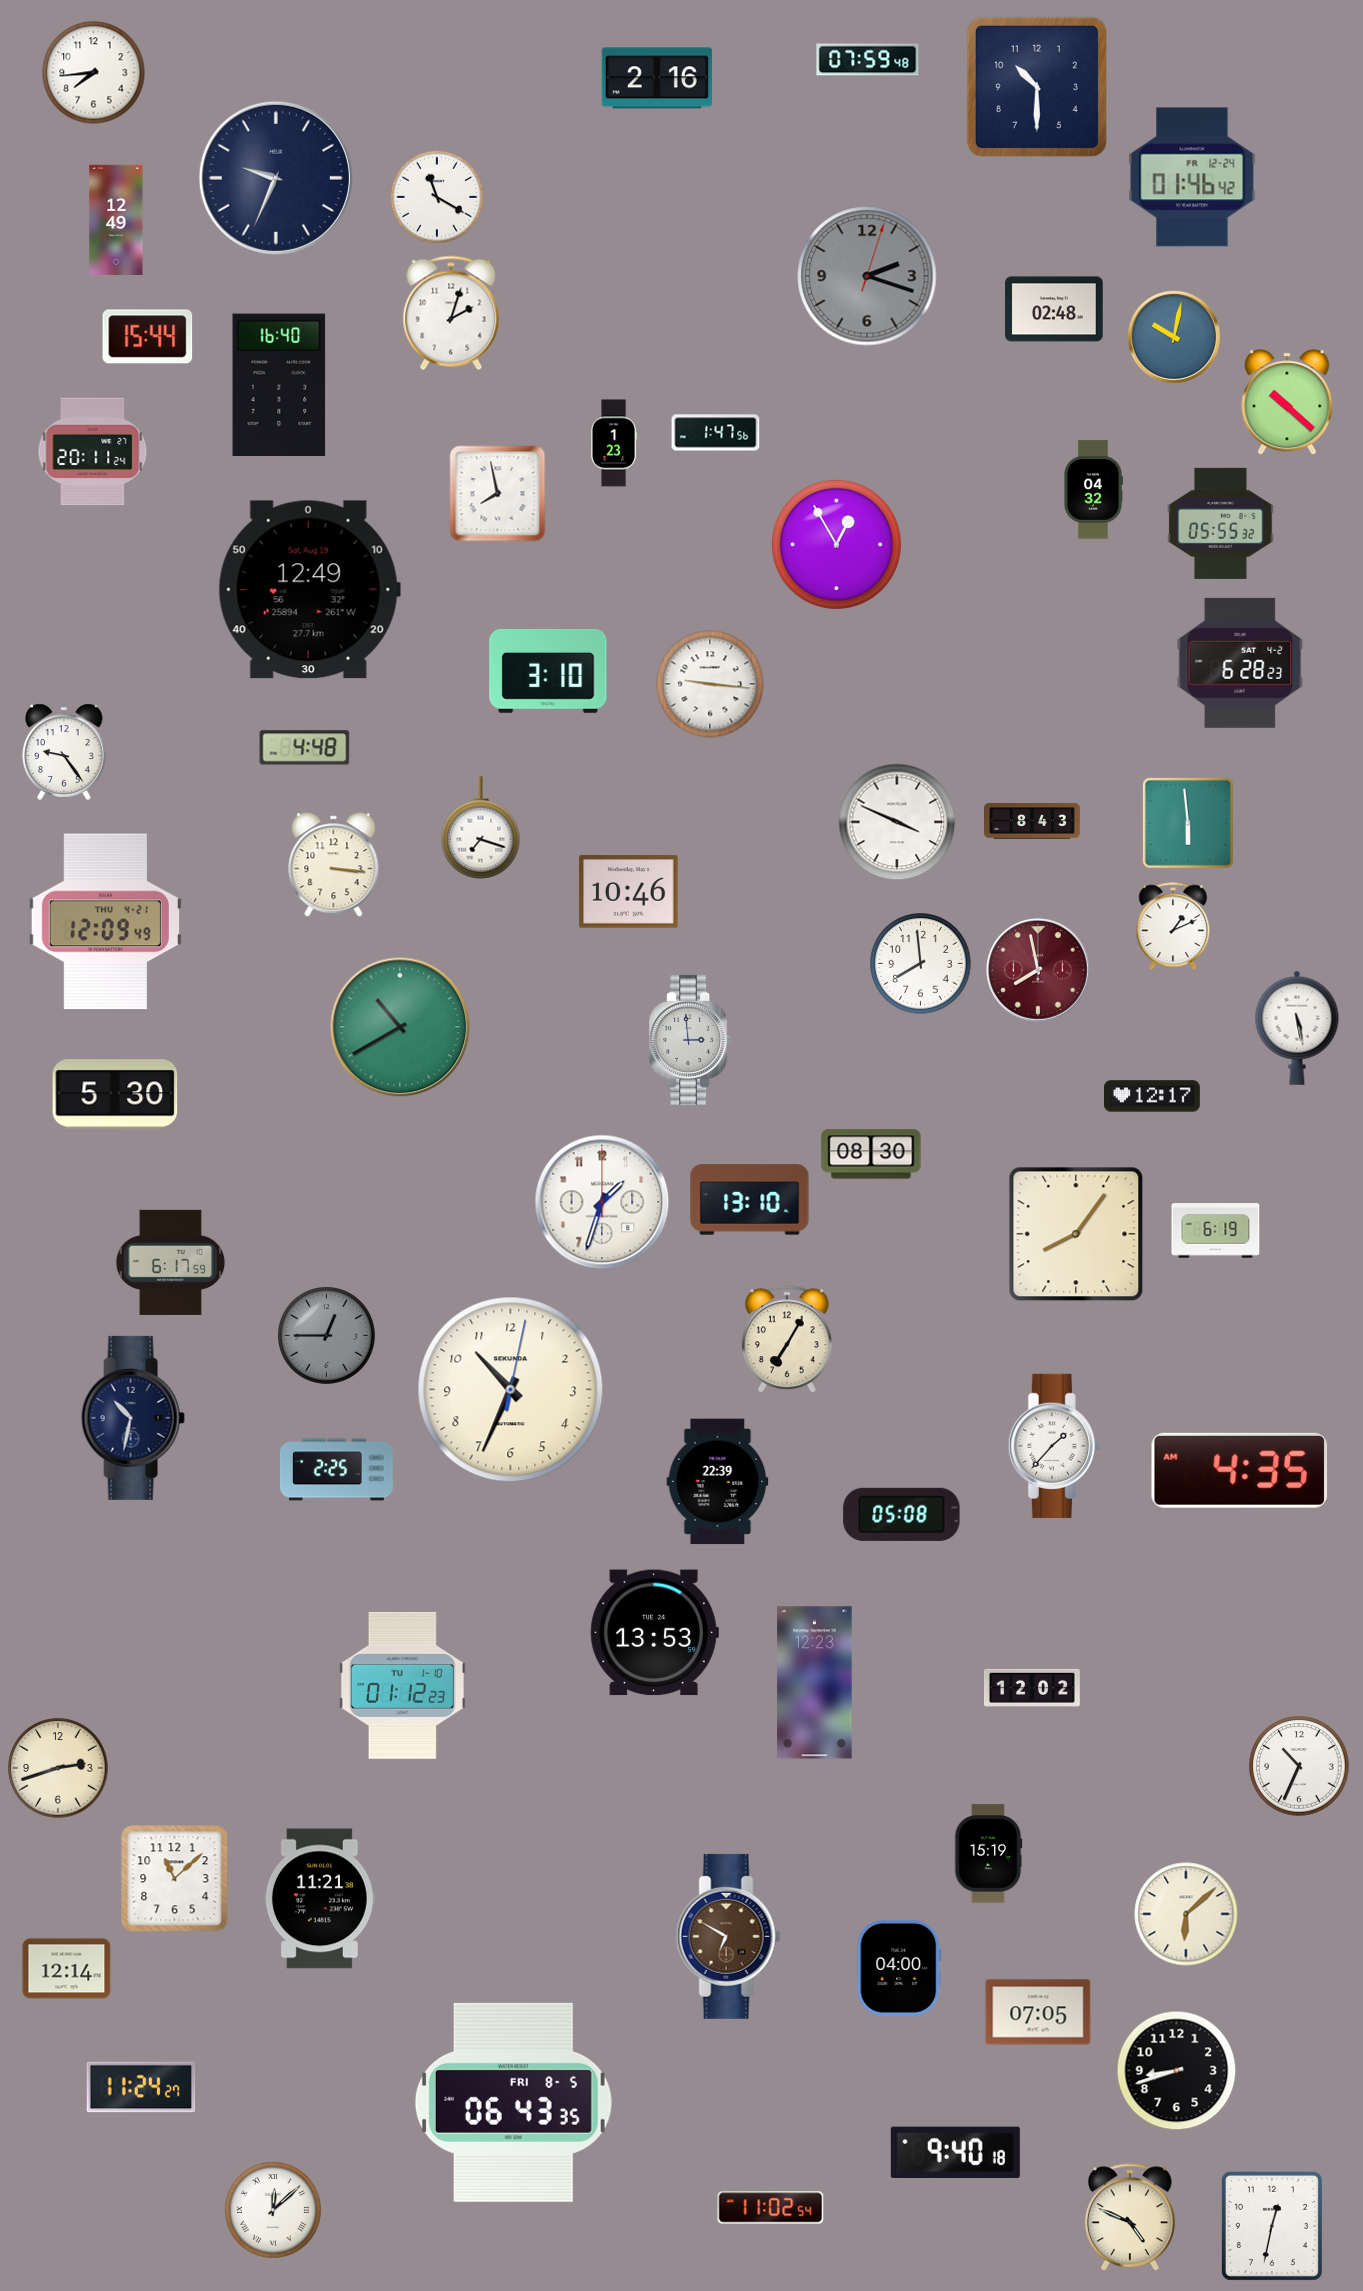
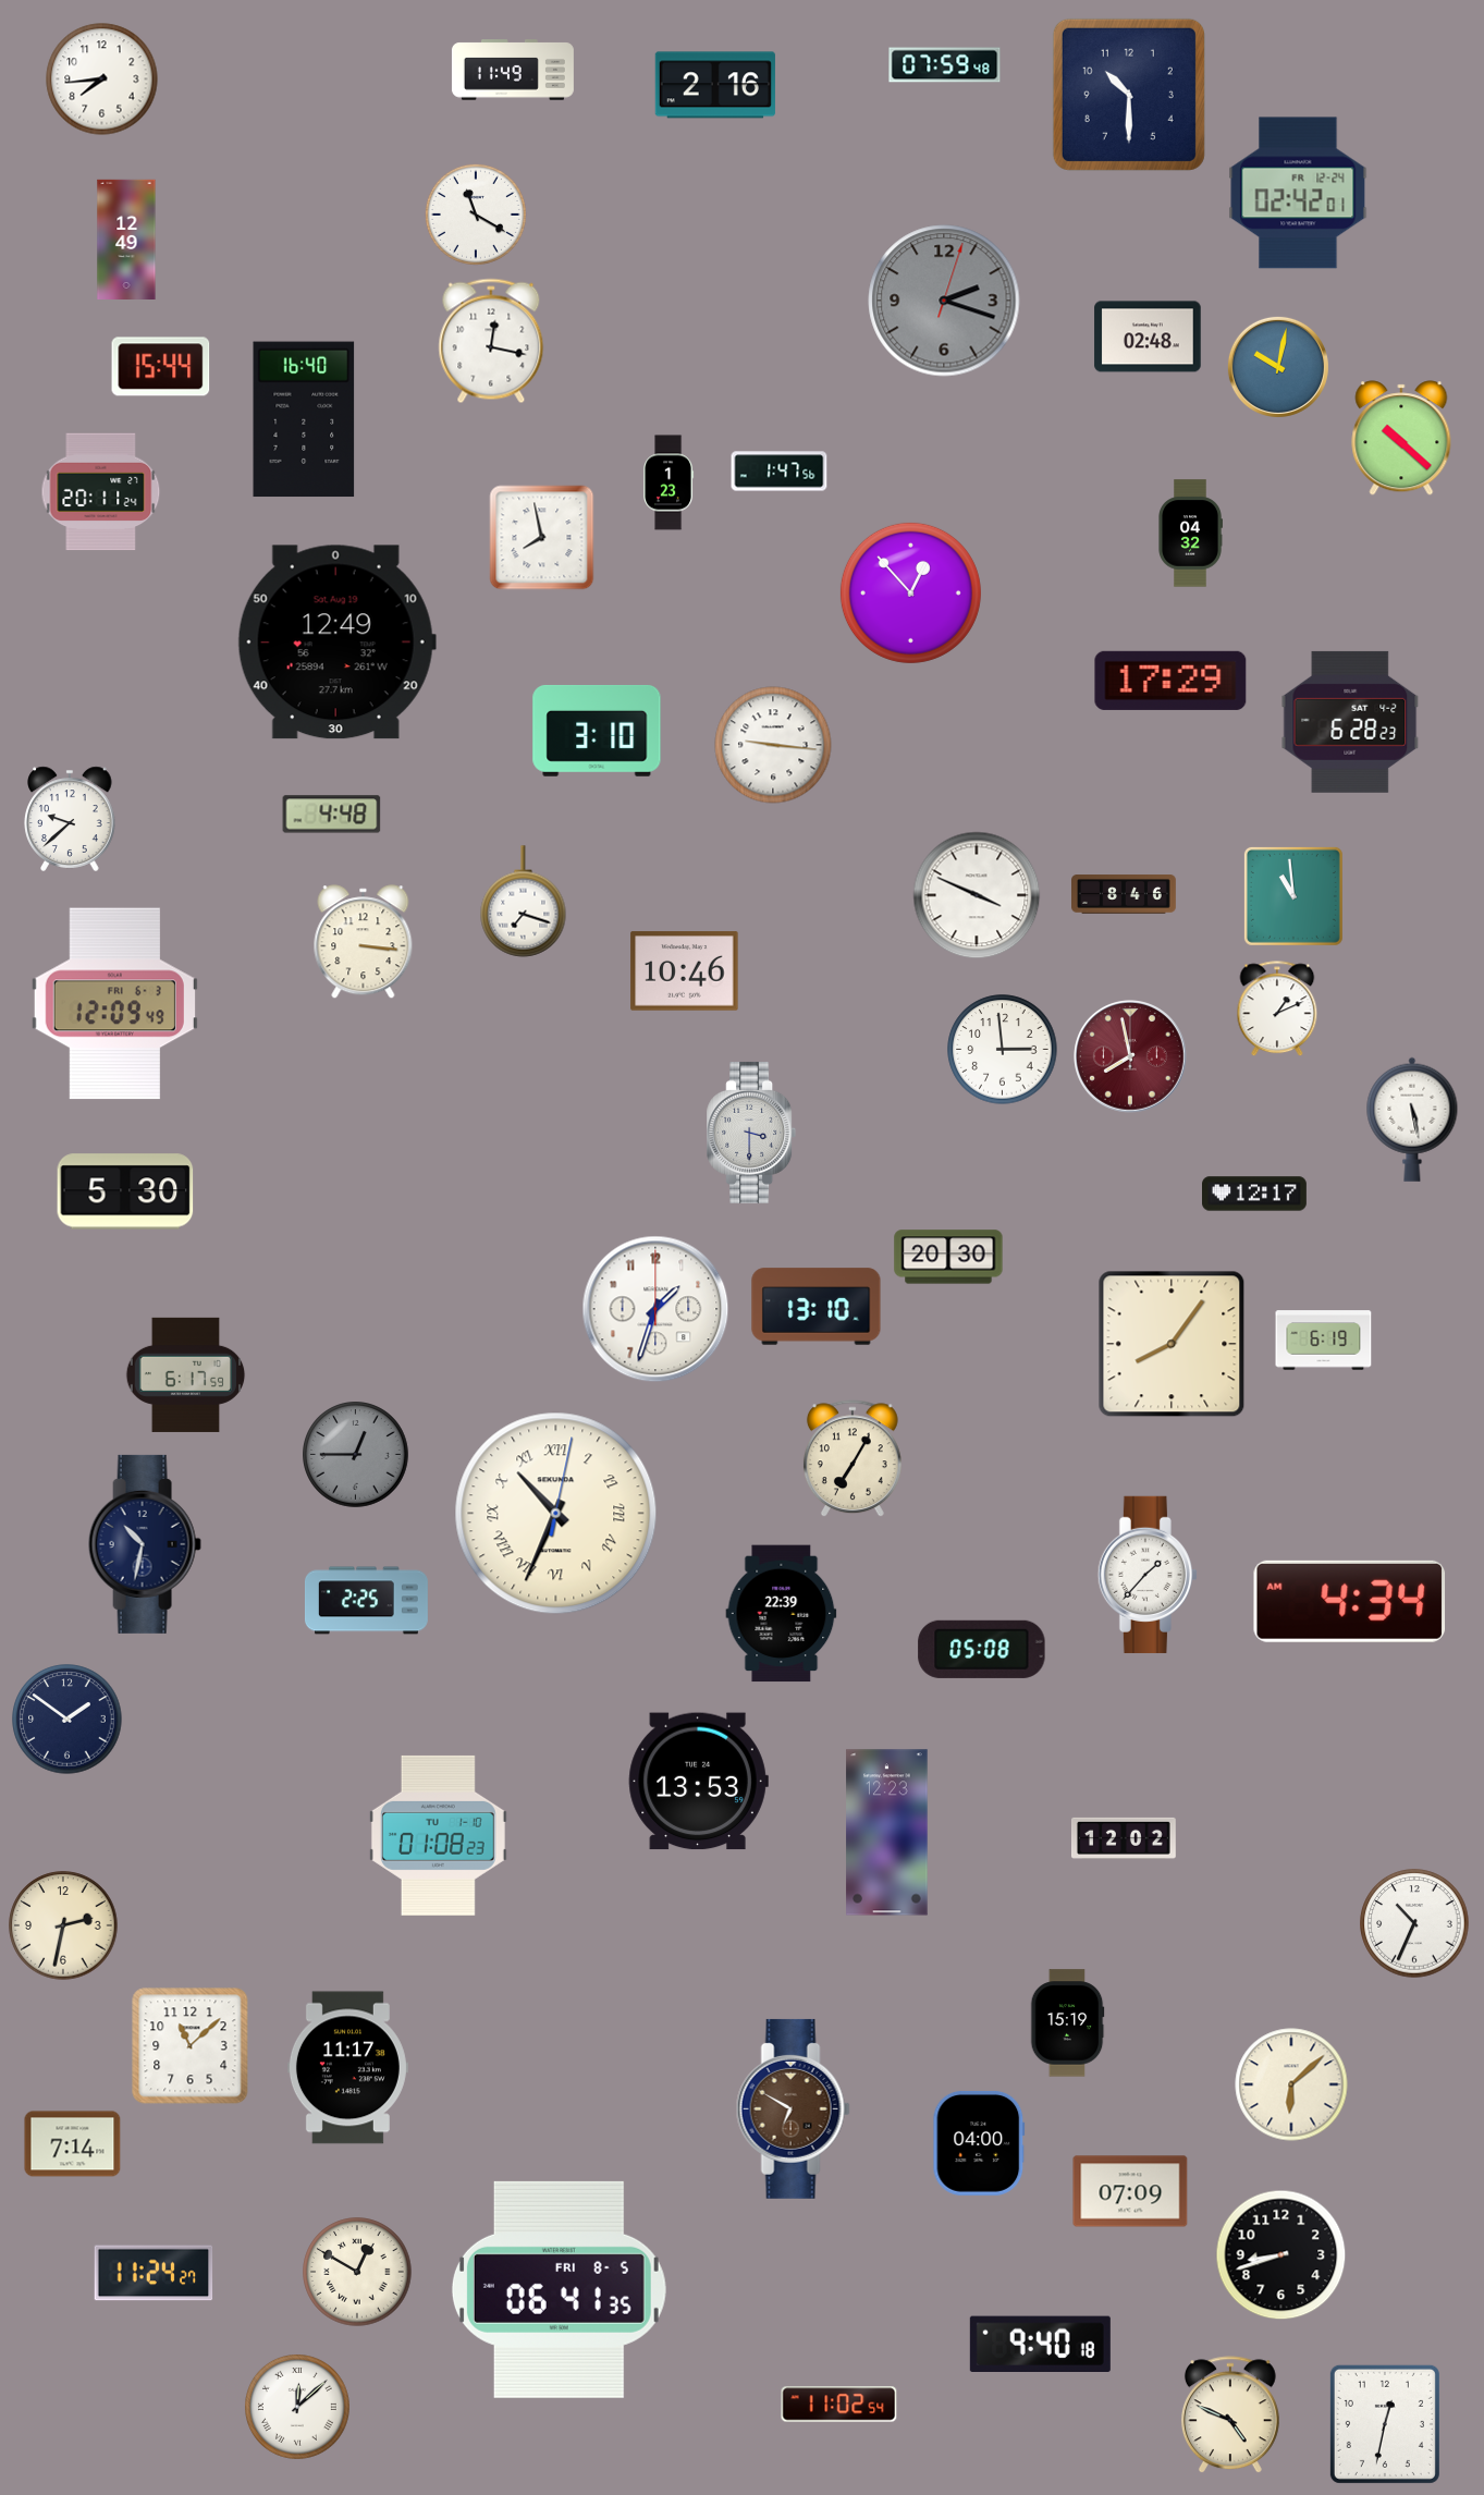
clock at (513, 70): none -> 11:49
clock at (1192, 177): 01:46 -> 02:42
clock at (276, 178): 9:34 -> none
clock at (451, 313): 2:03 -> 12:17
clock at (1221, 523): 05:55 -> none
clock at (836, 544): 12:55 -> 12:53
clock at (1170, 681): none -> 17:29
clock at (64, 752): 9:24 -> 9:38
clock at (1033, 821): 8:43 -> 8:46
clock at (1188, 823): 5:59 -> 10:59
clock at (105, 922) date: THU 4-21 -> FRI 6-3
clock at (921, 964): 7:59 -> 2:59
clock at (400, 1027): 10:40 -> none
clock at (690, 1040): 2:59 -> 3:30
clock at (871, 1154): 08:30 -> 20:30
clock at (787, 1340) position: (787, 1340) -> (853, 1459)
clock at (511, 1390) numerals: Arabic -> Roman
clock at (1240, 1470): 4:35 -> 4:34
clock at (68, 1720): none -> 1:51
clock at (654, 1633) position: (654, 1633) -> (698, 1782)
clock at (402, 1685): 01:12 -> 01:08
clock at (58, 1768): 2:42 -> 2:32
clock at (988, 1854) position: (988, 1854) -> (1067, 2023)
clock at (319, 1899): 11:21 -> 11:17
clock at (67, 1969): 12:14 -> 7:14
clock at (1038, 2012): 07:05 -> 07:09
clock at (357, 2272): none -> 12:50
clock at (513, 2102): 06:43 -> 06:41
